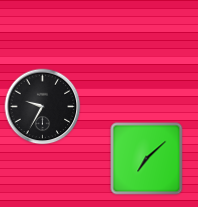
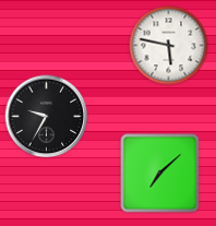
clock at (169, 46): none -> 5:47
